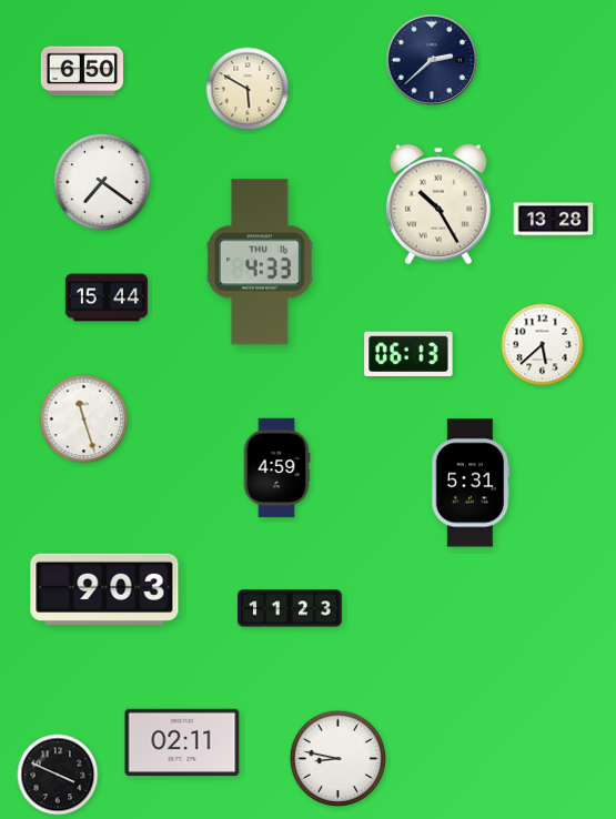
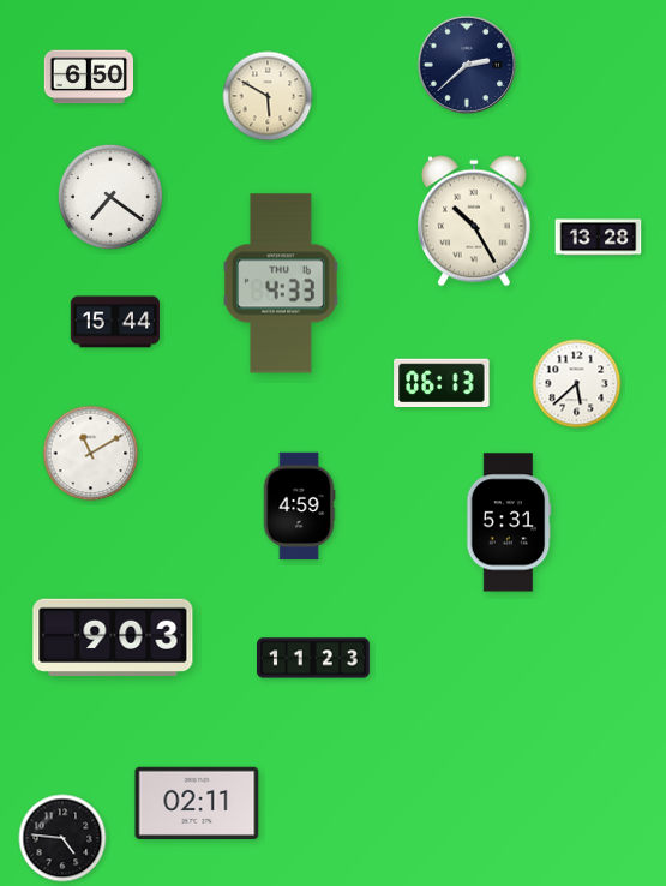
clock at (543, 345) position: (543, 345) -> (577, 384)
clock at (84, 419): 11:27 -> 11:10
clock at (337, 758): 8:47 -> none
clock at (58, 775): 3:49 -> 4:46
